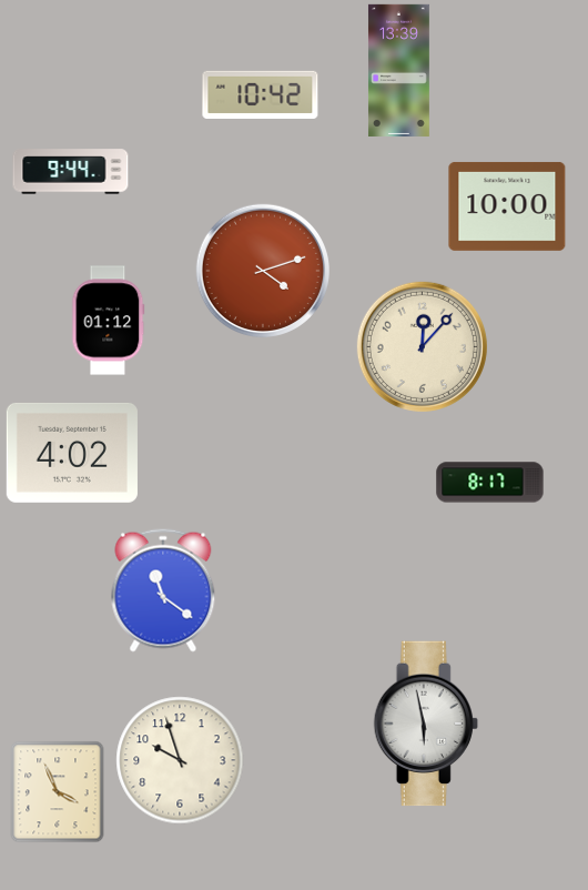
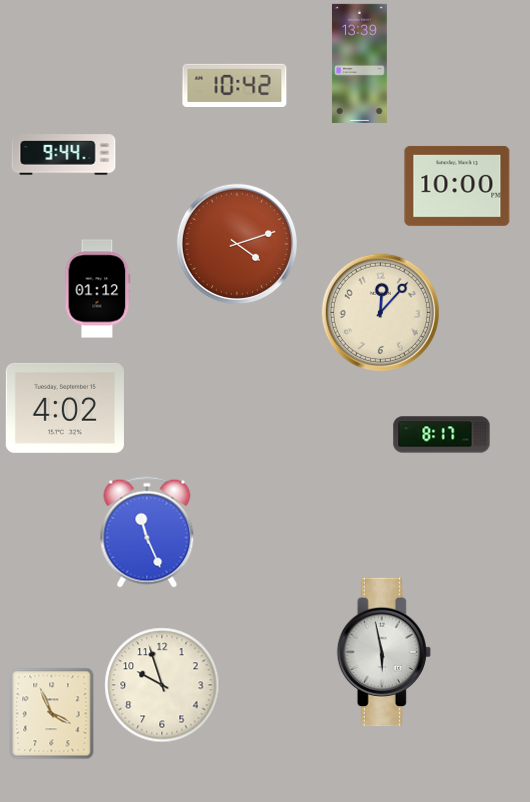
clock at (163, 590): 11:21 -> 11:26
